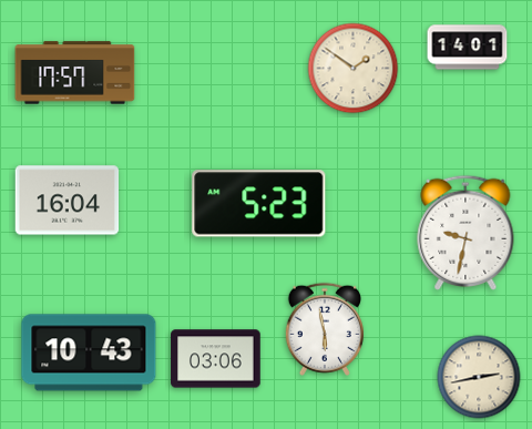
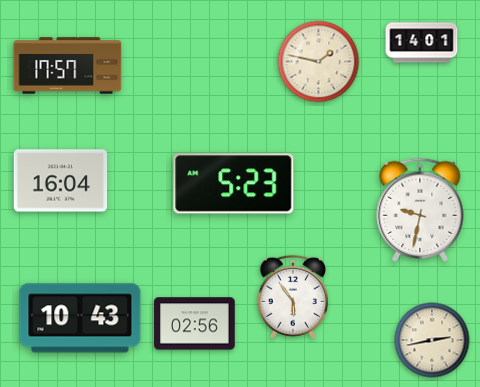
clock at (354, 69): 1:51 -> 1:47
clock at (325, 329): 5:58 -> 5:54
clock at (216, 359): 03:06 -> 02:56
